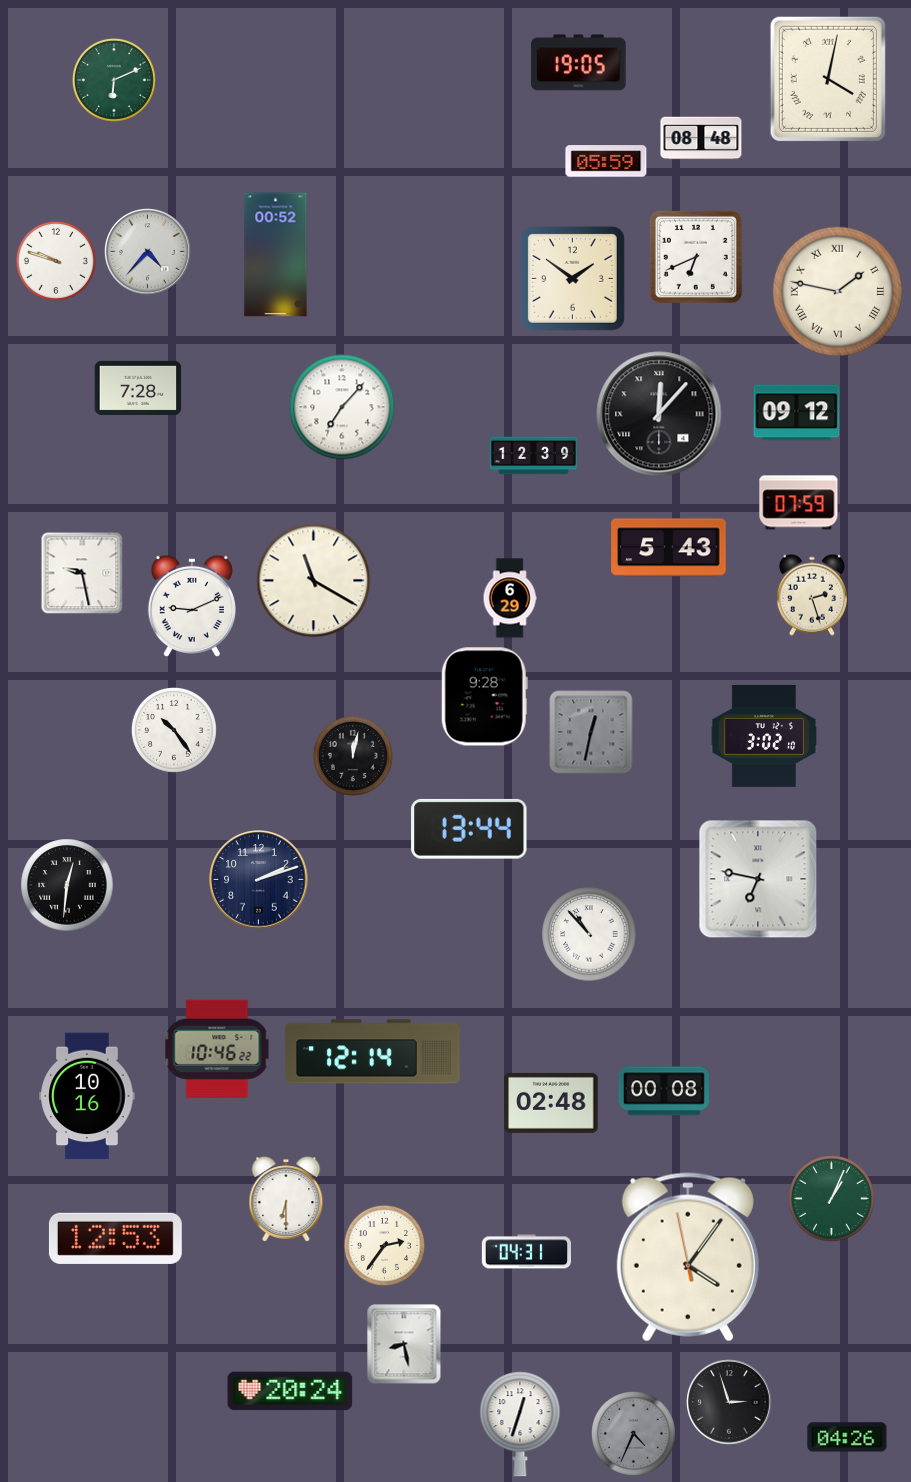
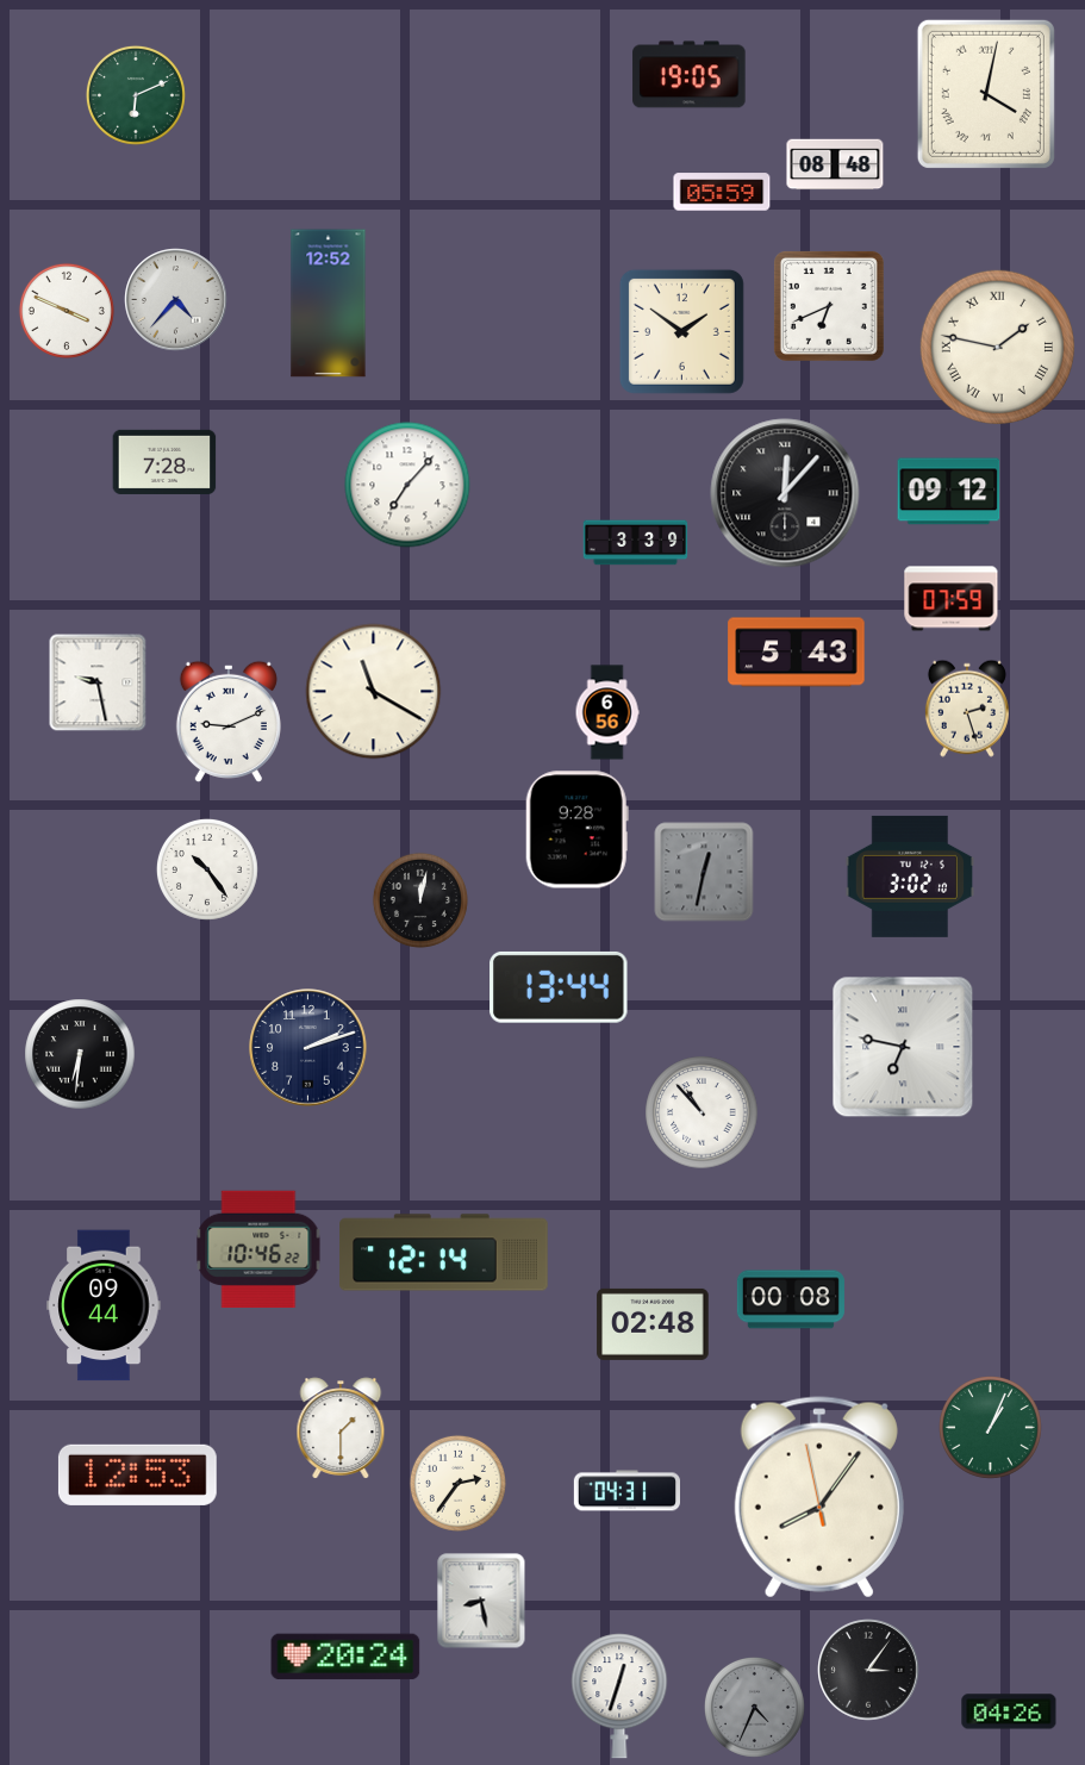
clock at (276, 255): 00:52 -> 12:52
clock at (56, 261): 9:48 -> 3:49
clock at (534, 456): 12:39 -> 3:39
clock at (510, 598): 6:29 -> 6:56
clock at (67, 885): 12:31 -> 6:31
clock at (87, 1096): 10:16 -> 09:44
clock at (551, 1103) position: (551, 1103) -> (653, 1324)
clock at (286, 1199): 6:30 -> 1:30
clock at (688, 1257): 4:05 -> 8:05
clock at (729, 1402): 2:57 -> 3:06
